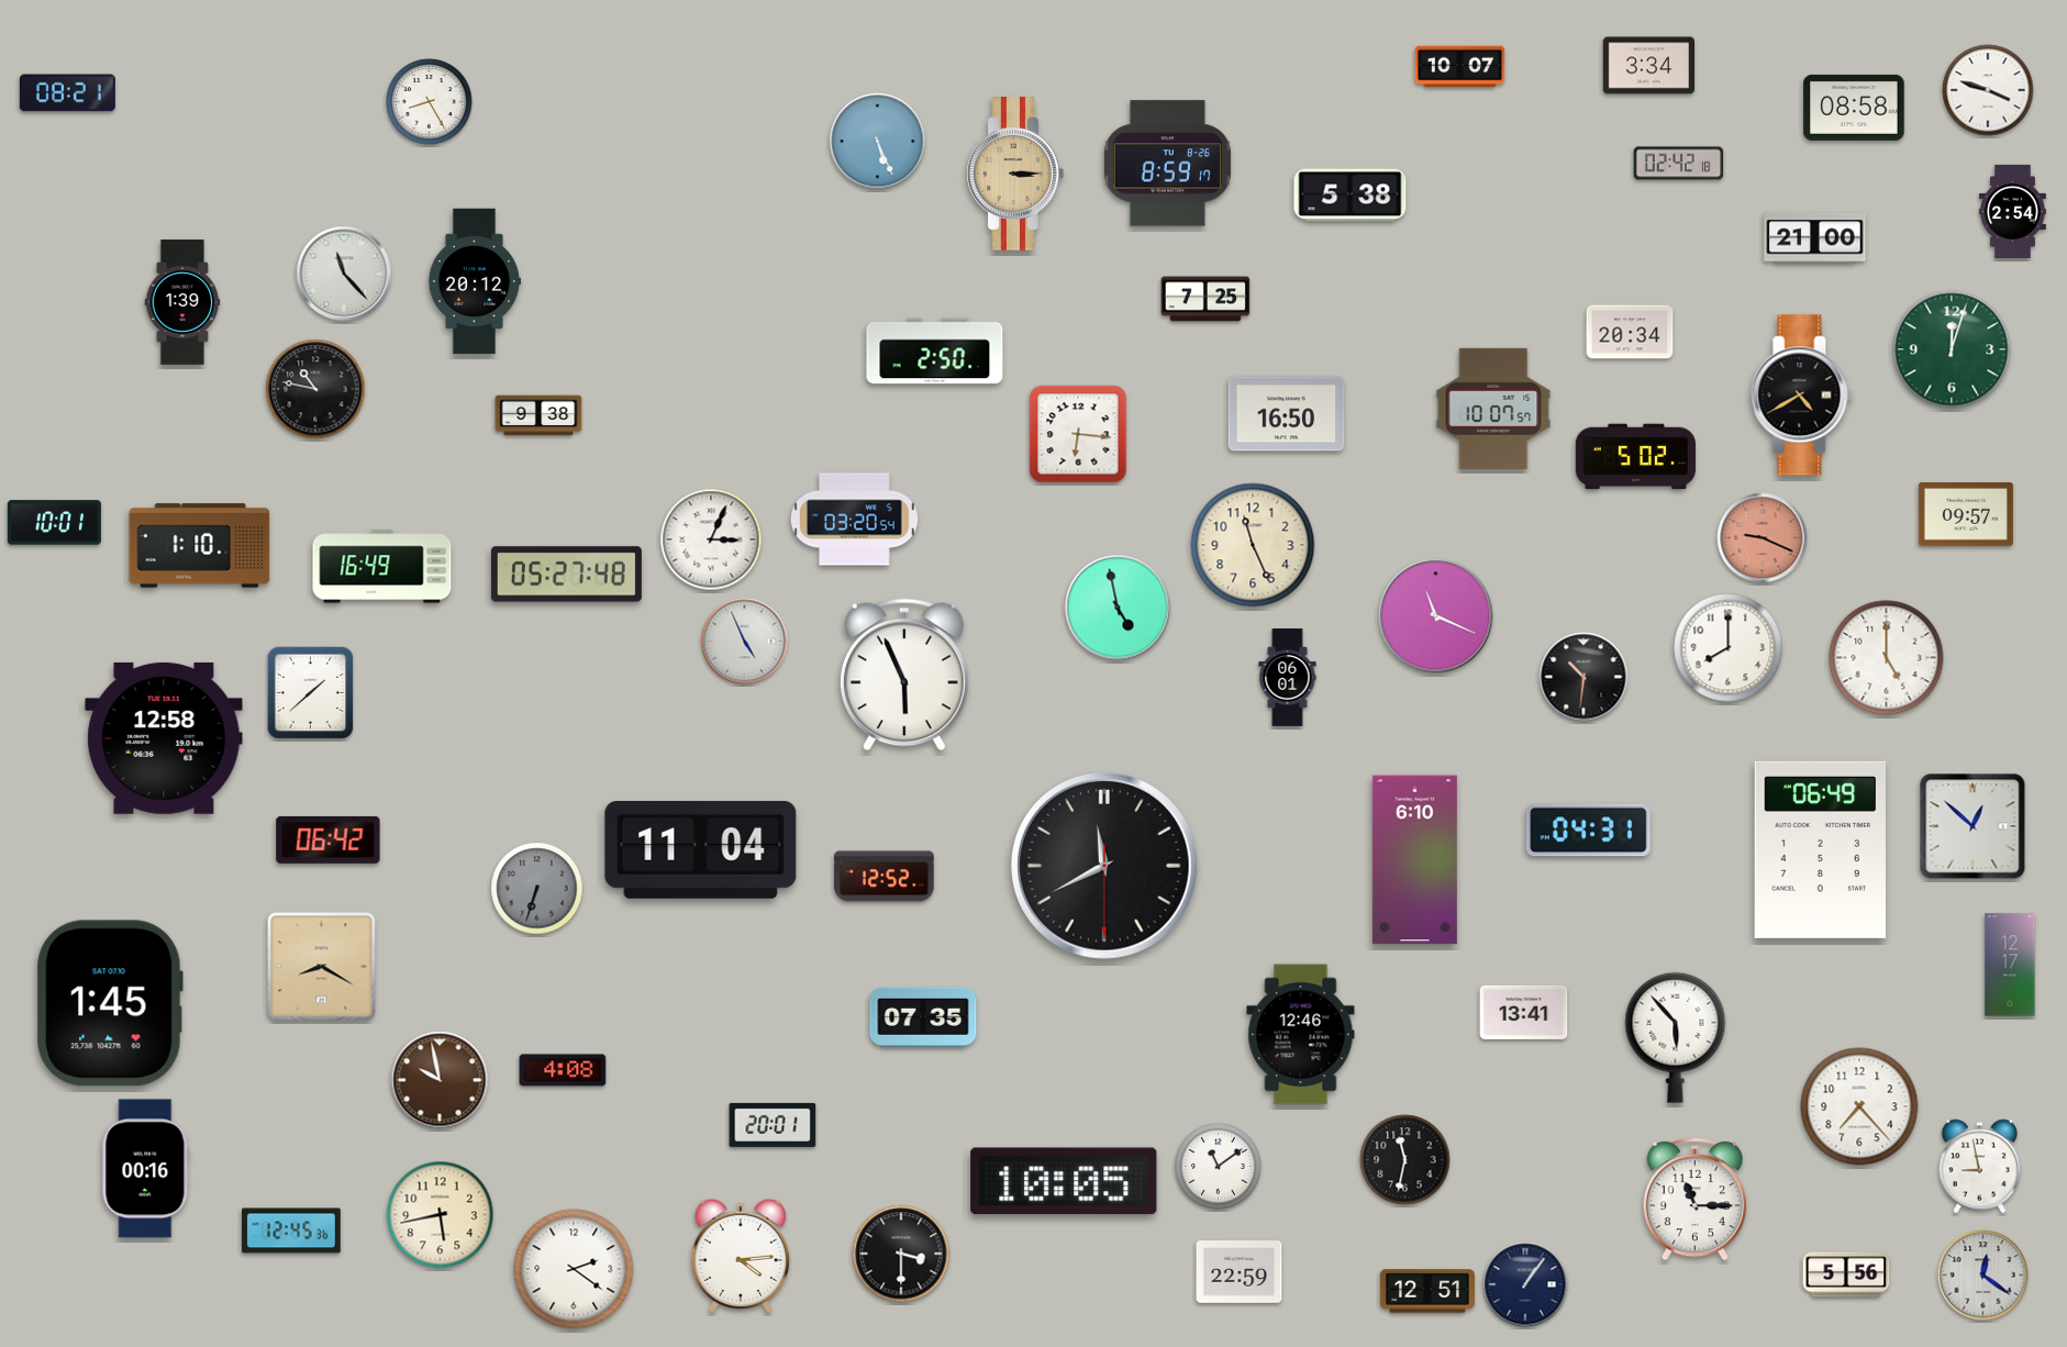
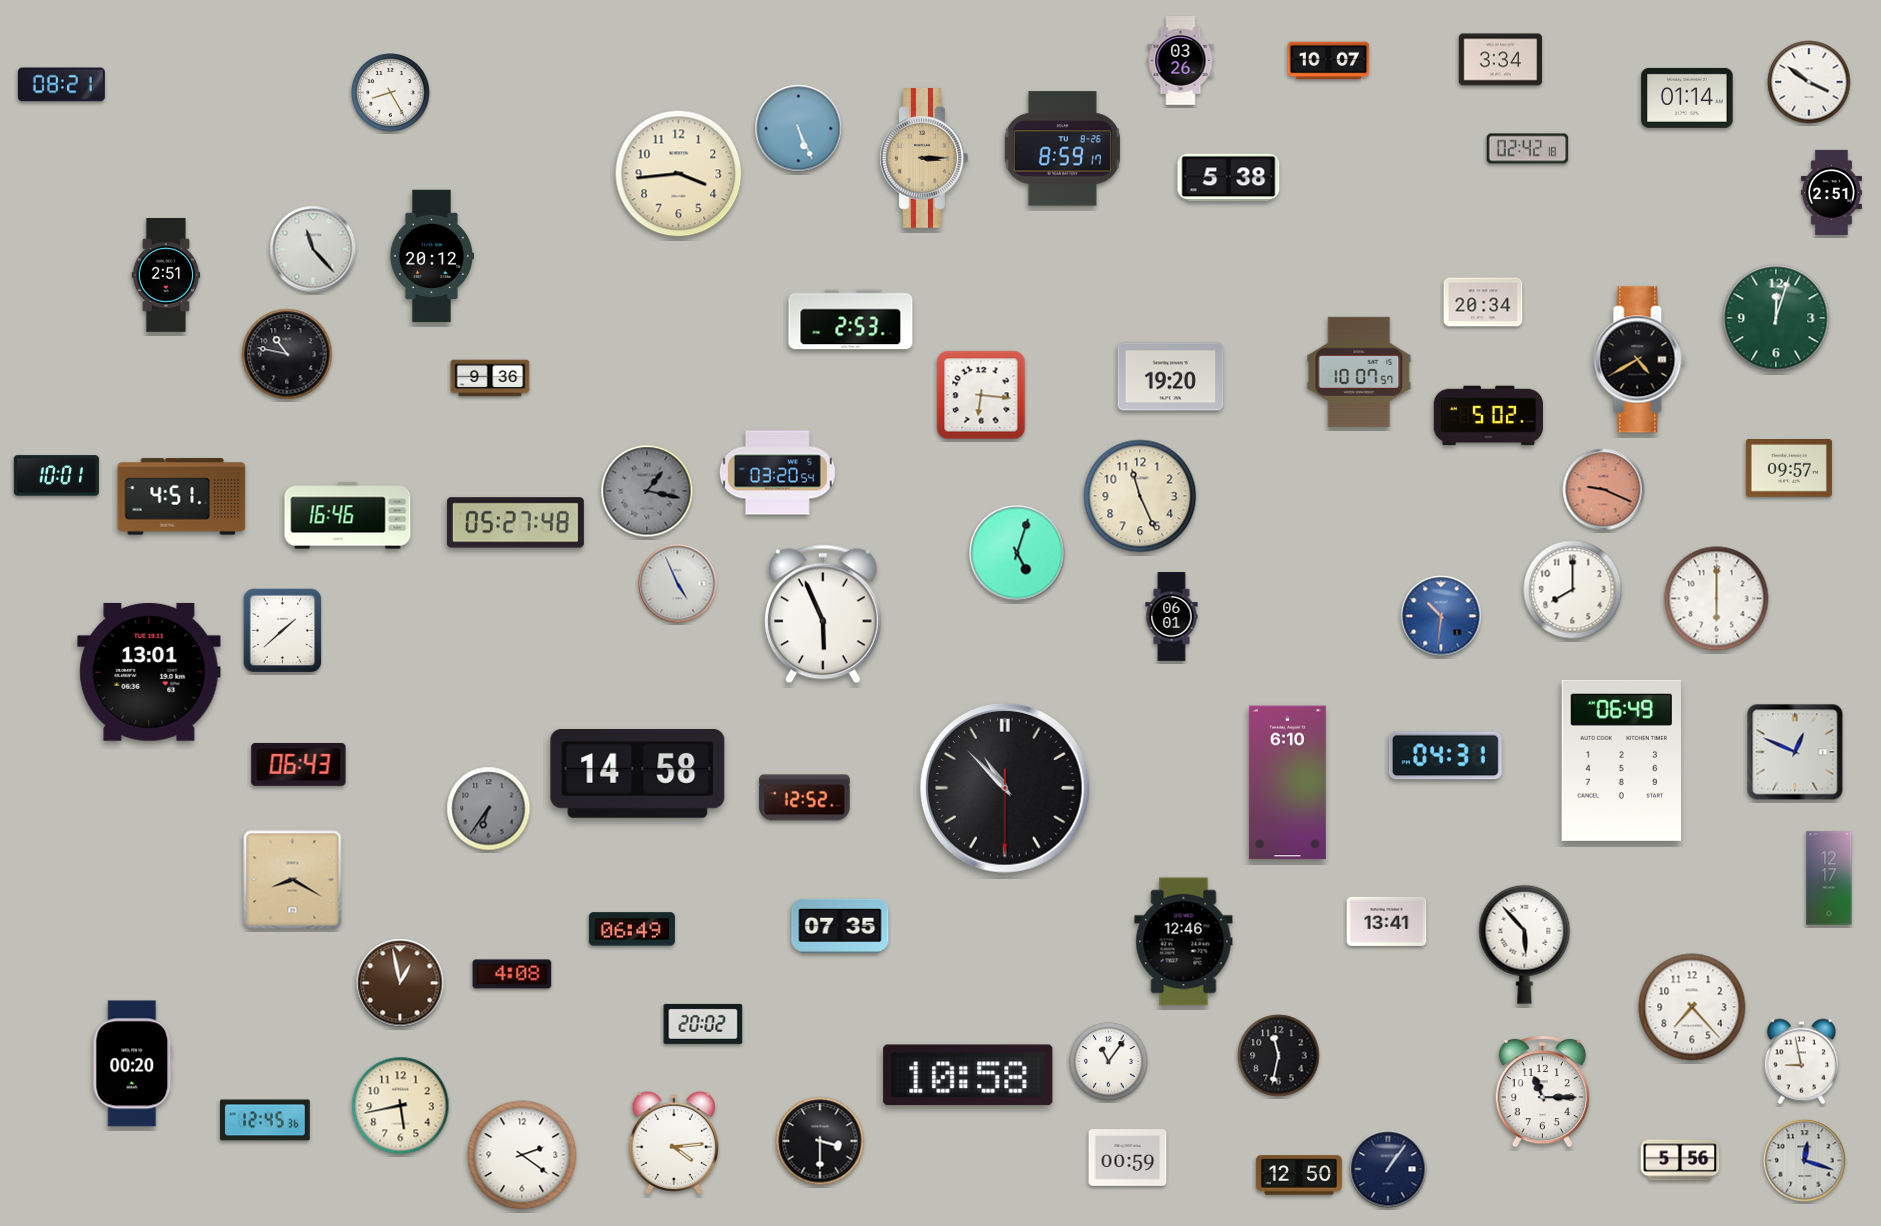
clock at (1181, 61): none -> 03:26
clock at (1988, 90): 3:48 -> 3:51
clock at (1854, 108): 08:58 -> 01:14
clock at (679, 174): none -> 3:44
clock at (2012, 211): 2:54 -> 2:51
clock at (1815, 238): 21:00 -> none
clock at (1205, 299): 7:25 -> none
clock at (182, 302): 1:39 -> 2:51
clock at (935, 352): 2:50 -> 2:53
clock at (1287, 414): 16:50 -> 19:20
clock at (538, 415): 9:38 -> 9:36
clock at (54, 523) position: (54, 523) -> (56, 476)
clock at (711, 539): 3:04 -> 1:17
clock at (711, 539) dial: white -> grey
clock at (200, 546): 1:10 -> 4:51
clock at (382, 567): 16:49 -> 16:46
clock at (1118, 608): 4:58 -> 5:03
clock at (1436, 616): 11:19 -> none
clock at (1887, 658): 5:00 -> 6:00
clock at (1583, 677) dial: black -> blue
clock at (164, 738): 12:58 -> 13:01
clock at (1972, 826): 12:52 -> 12:49
clock at (329, 839): 06:42 -> 06:43
clock at (1820, 849) position: (1820, 849) -> (1621, 760)
clock at (701, 850): 11:04 -> 14:58
clock at (1105, 867): 11:40 -> 10:52
clock at (537, 889): 6:33 -> 6:36
clock at (110, 1003): 1:45 -> none
clock at (632, 929): none -> 06:49
clock at (440, 1080): 9:58 -> 12:58
clock at (773, 1125): 20:01 -> 20:02
clock at (1219, 1167): 11:09 -> 11:06
clock at (146, 1169): 00:16 -> 00:20
clock at (1064, 1181): 10:05 -> 10:58
clock at (1240, 1272): 22:59 -> 00:59
clock at (1983, 1276): 12:21 -> 12:18
clock at (1427, 1291): 12:51 -> 12:50
